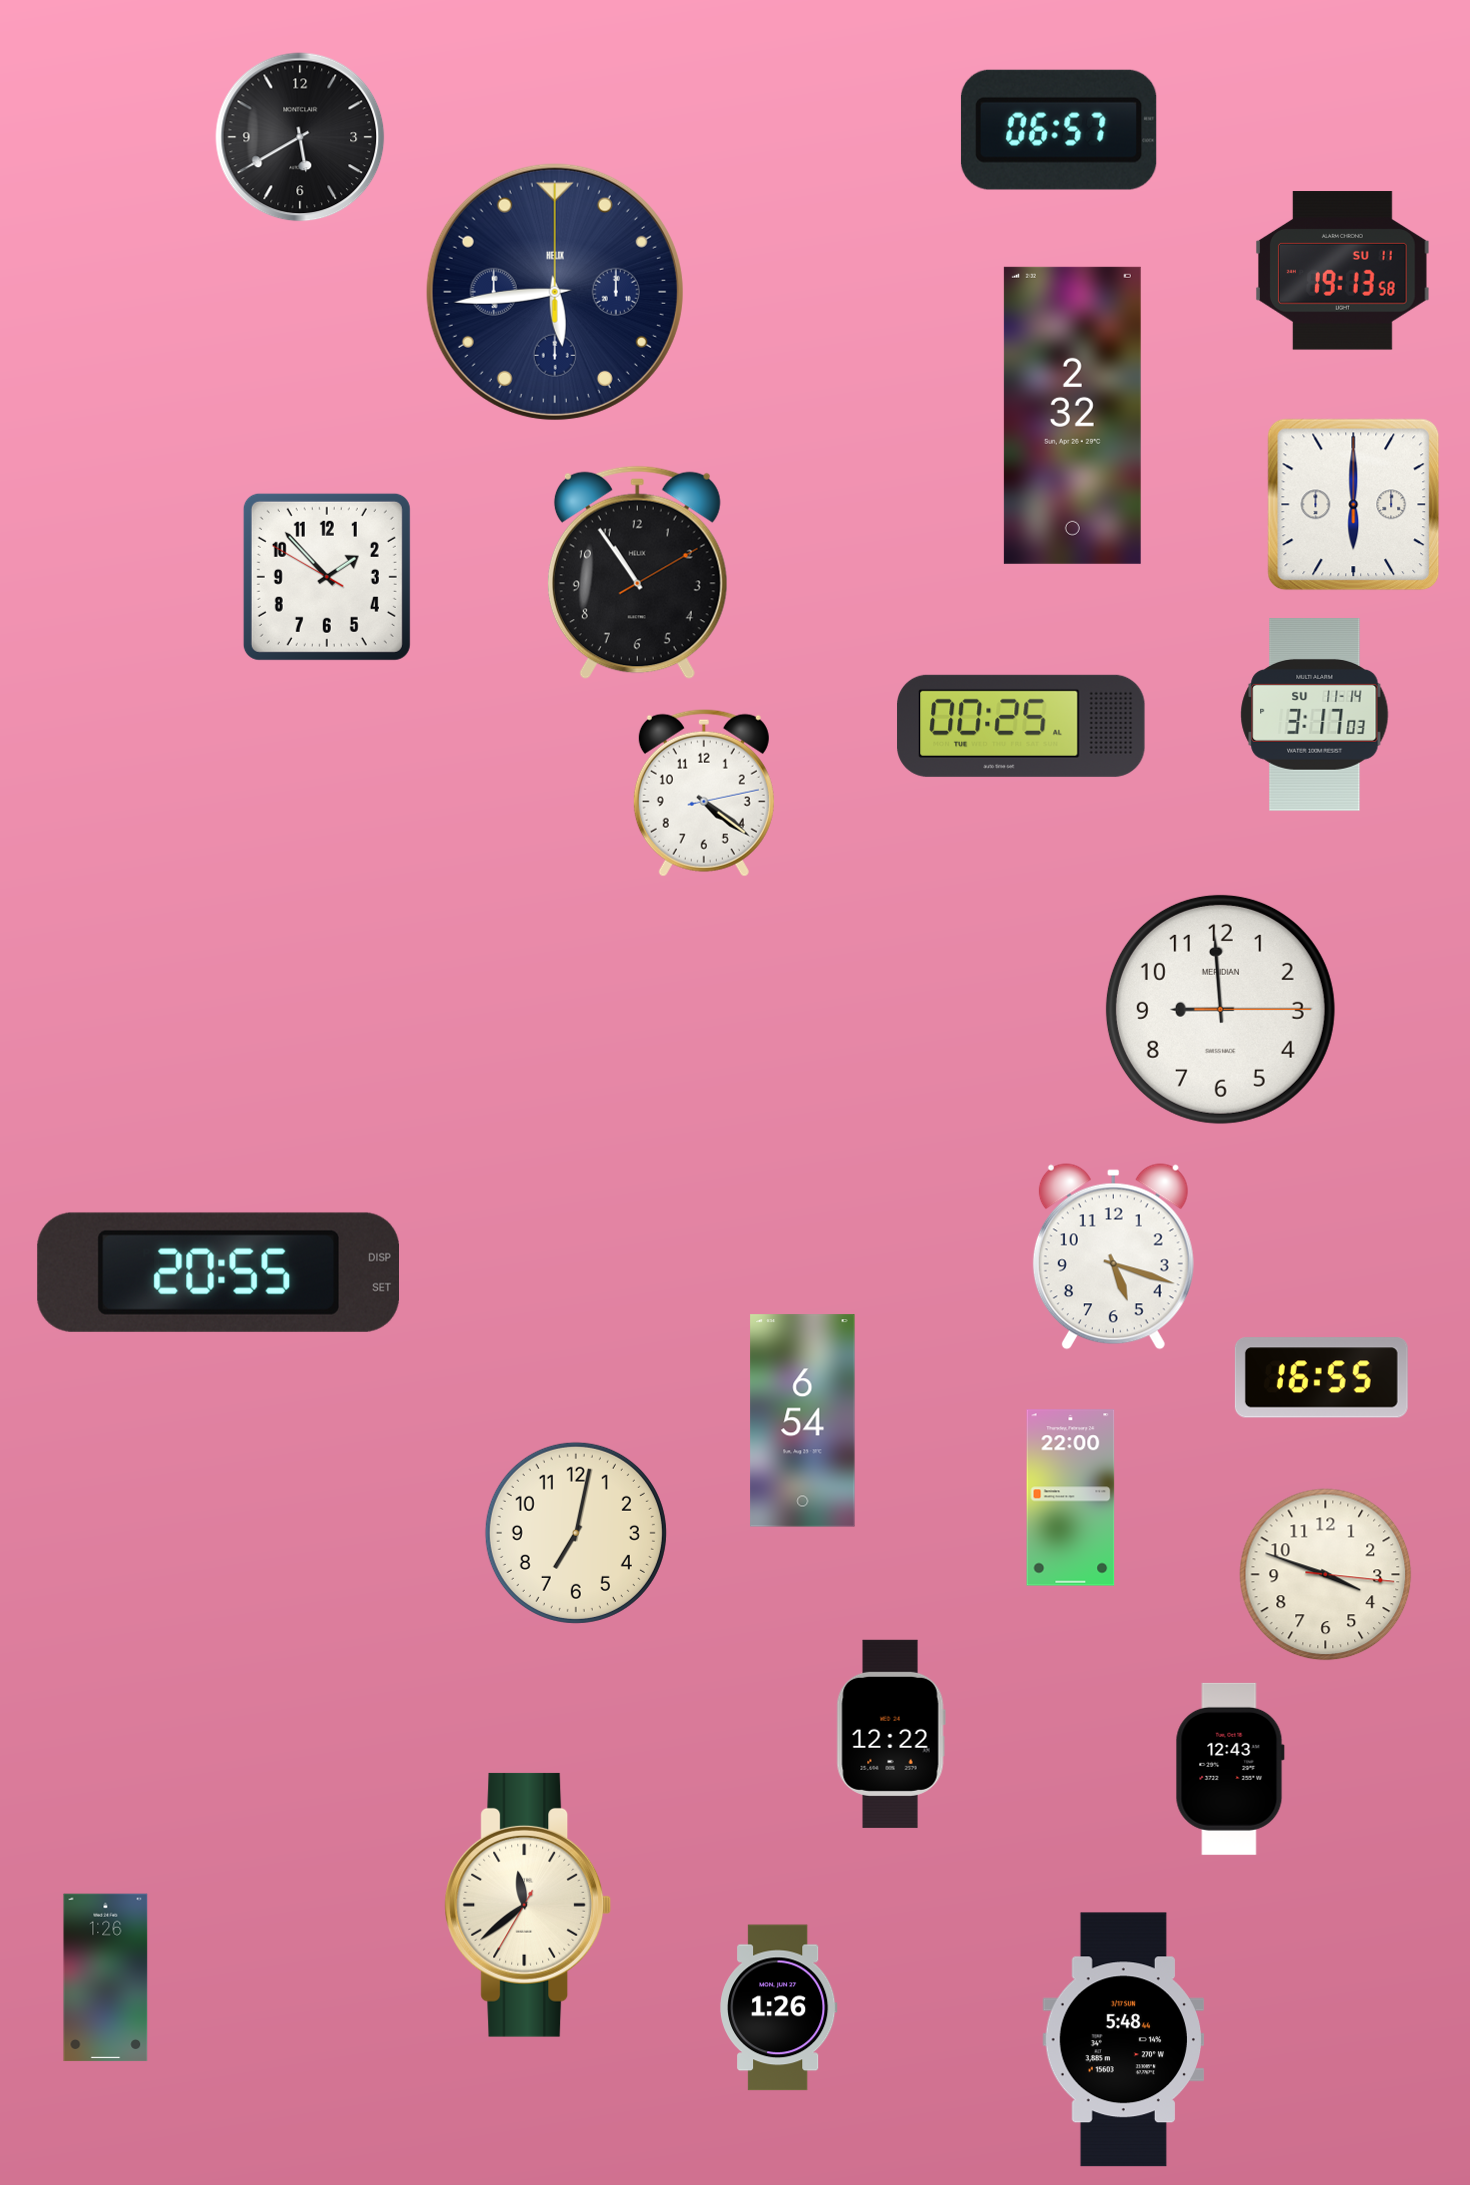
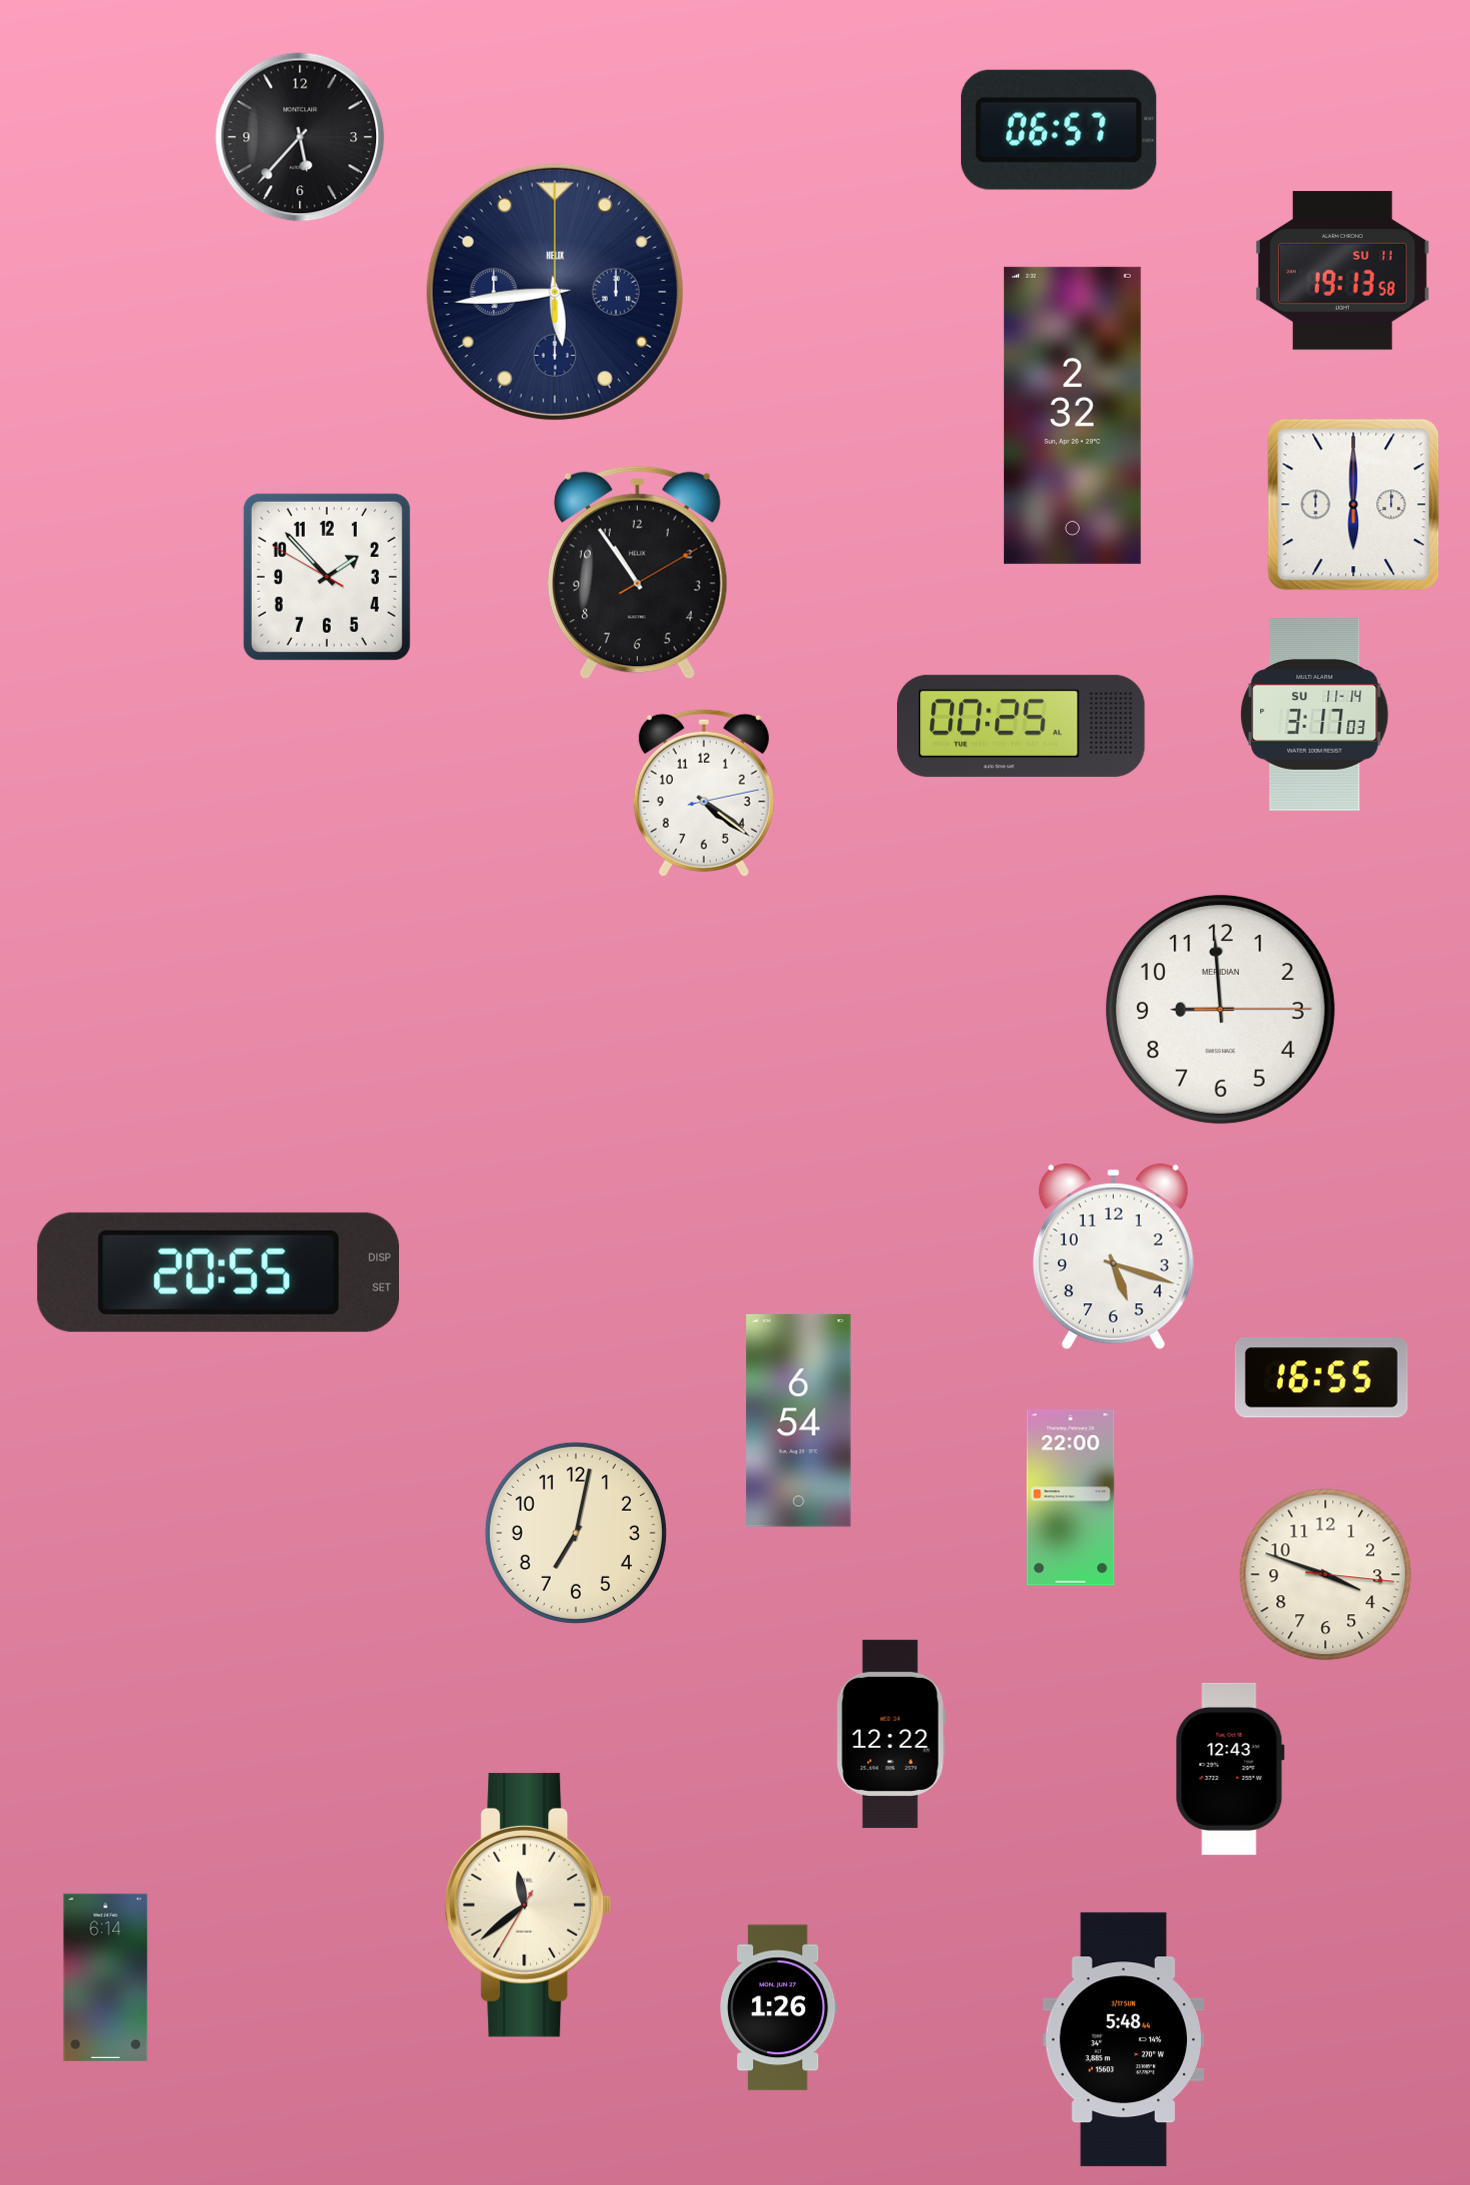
clock at (300, 137): 5:40 -> 5:37
clock at (803, 1421) position: (803, 1421) -> (799, 1421)
clock at (106, 1978): 1:26 -> 6:14
